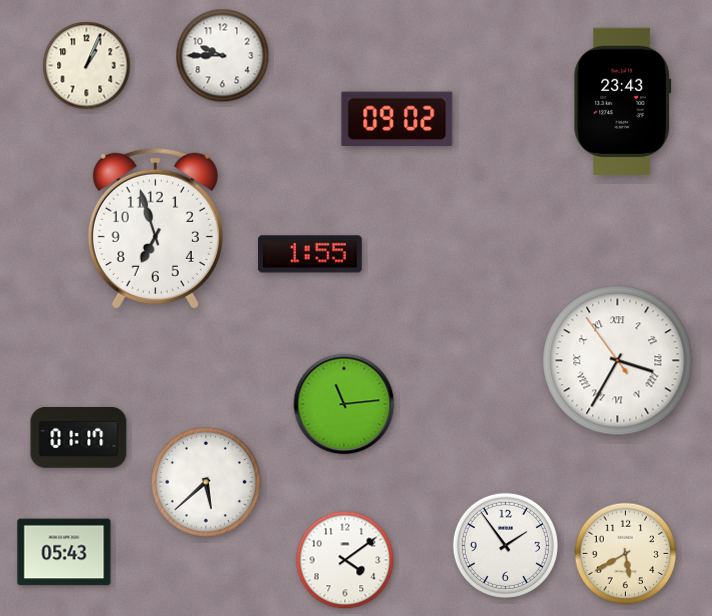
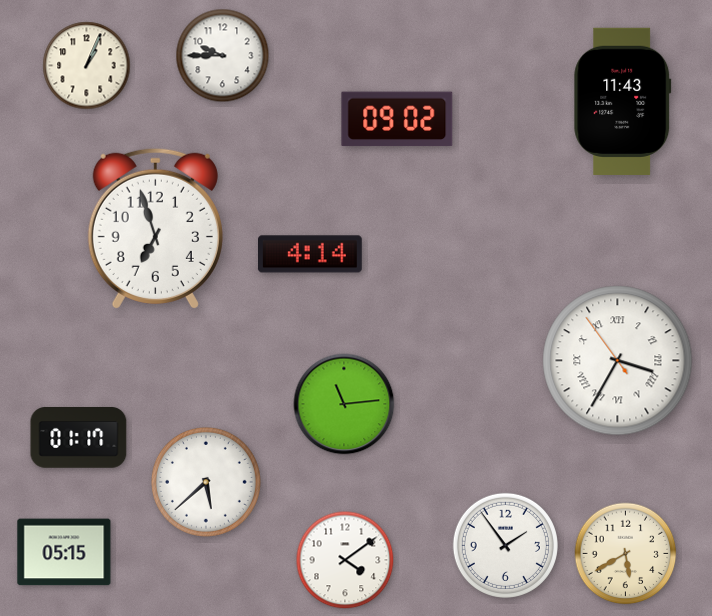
clock at (623, 101): 23:43 -> 11:43
clock at (311, 254): 1:55 -> 4:14
clock at (64, 552): 05:43 -> 05:15
